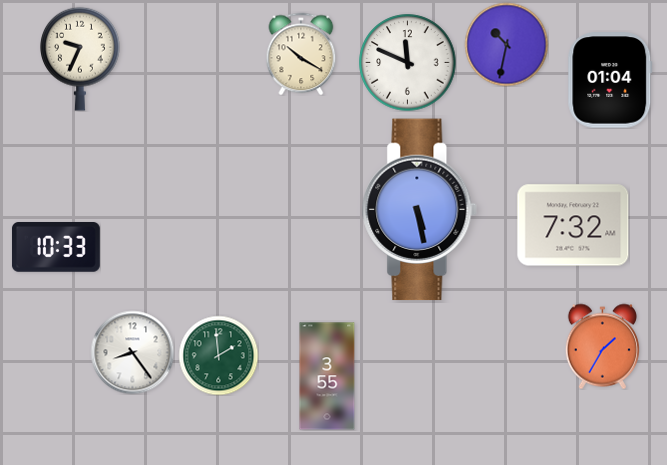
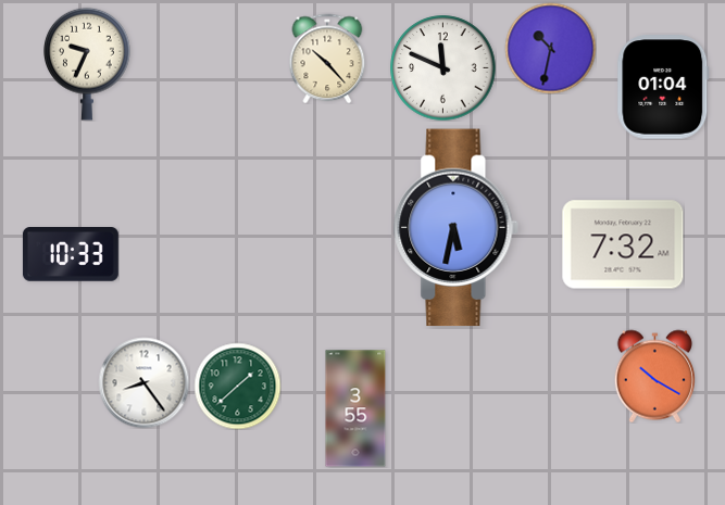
clock at (301, 54): 10:20 -> 10:23
clock at (420, 210): 5:28 -> 5:32
clock at (56, 248) position: (56, 248) -> (71, 255)
clock at (602, 346): 1:35 -> 10:20
clock at (218, 355): 1:59 -> 1:38
